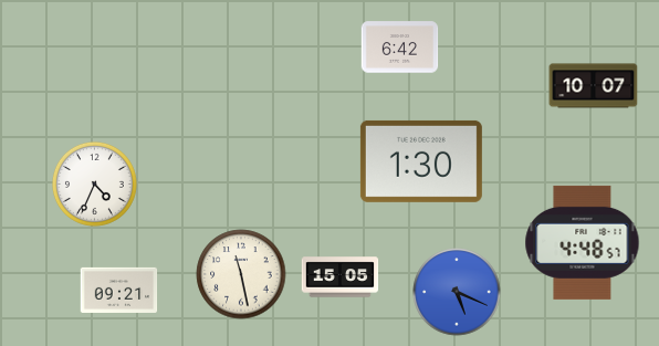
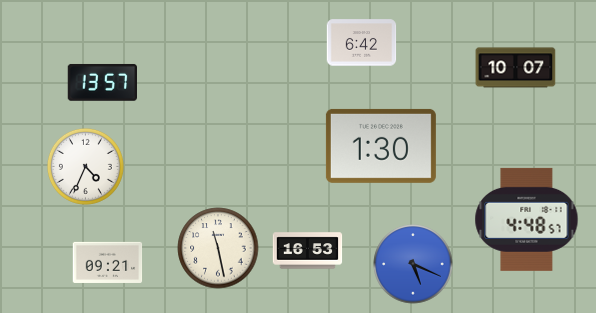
clock at (594, 86) position: (594, 86) -> (516, 68)
clock at (102, 82): none -> 13:57
clock at (341, 277): 15:05 -> 16:53
